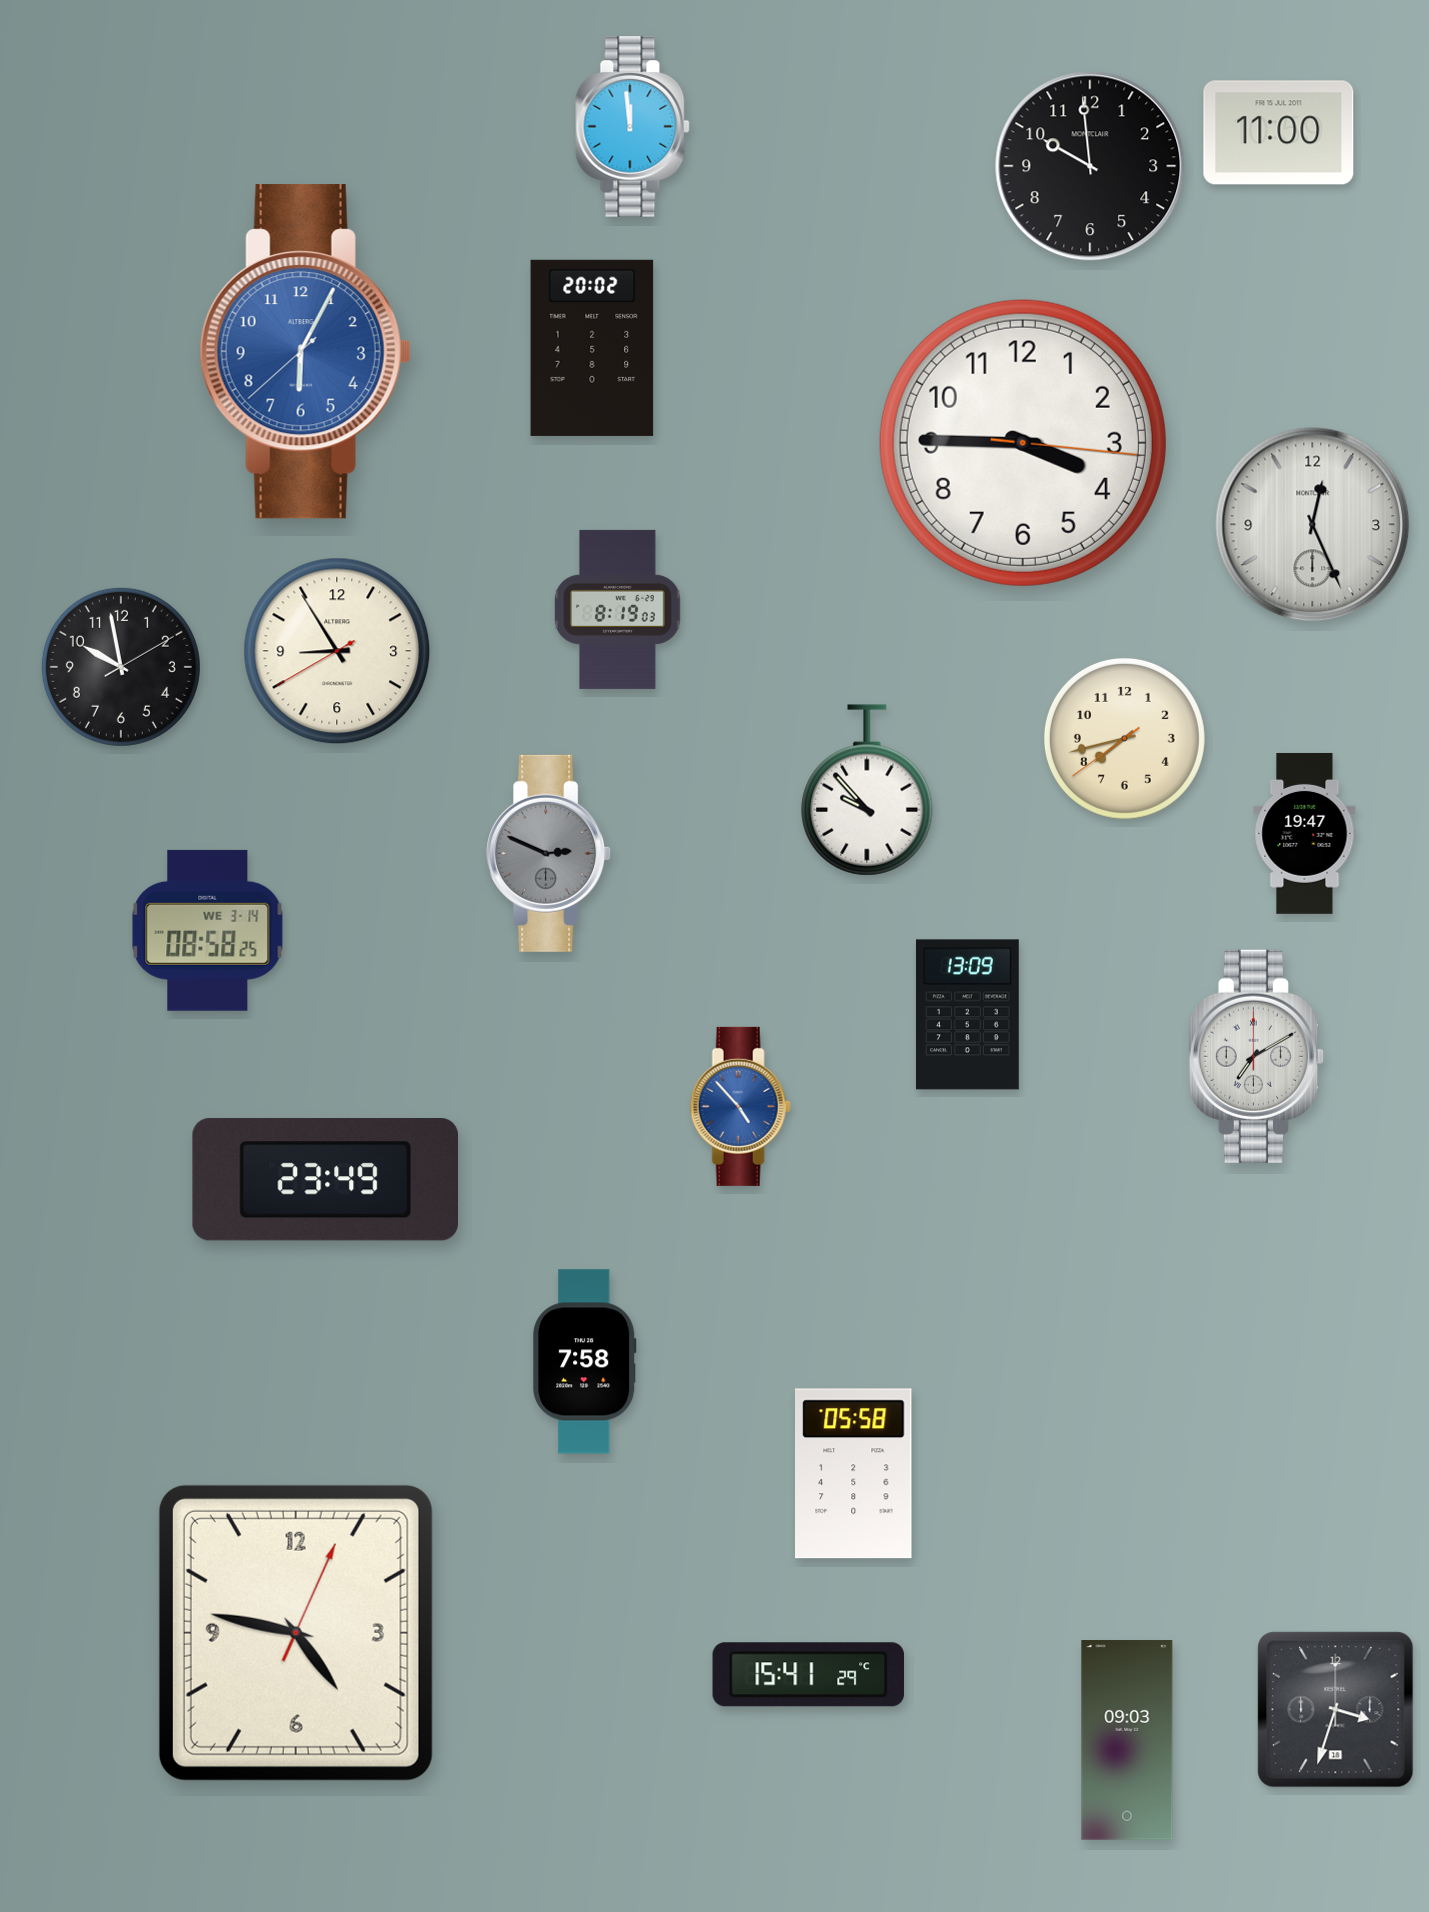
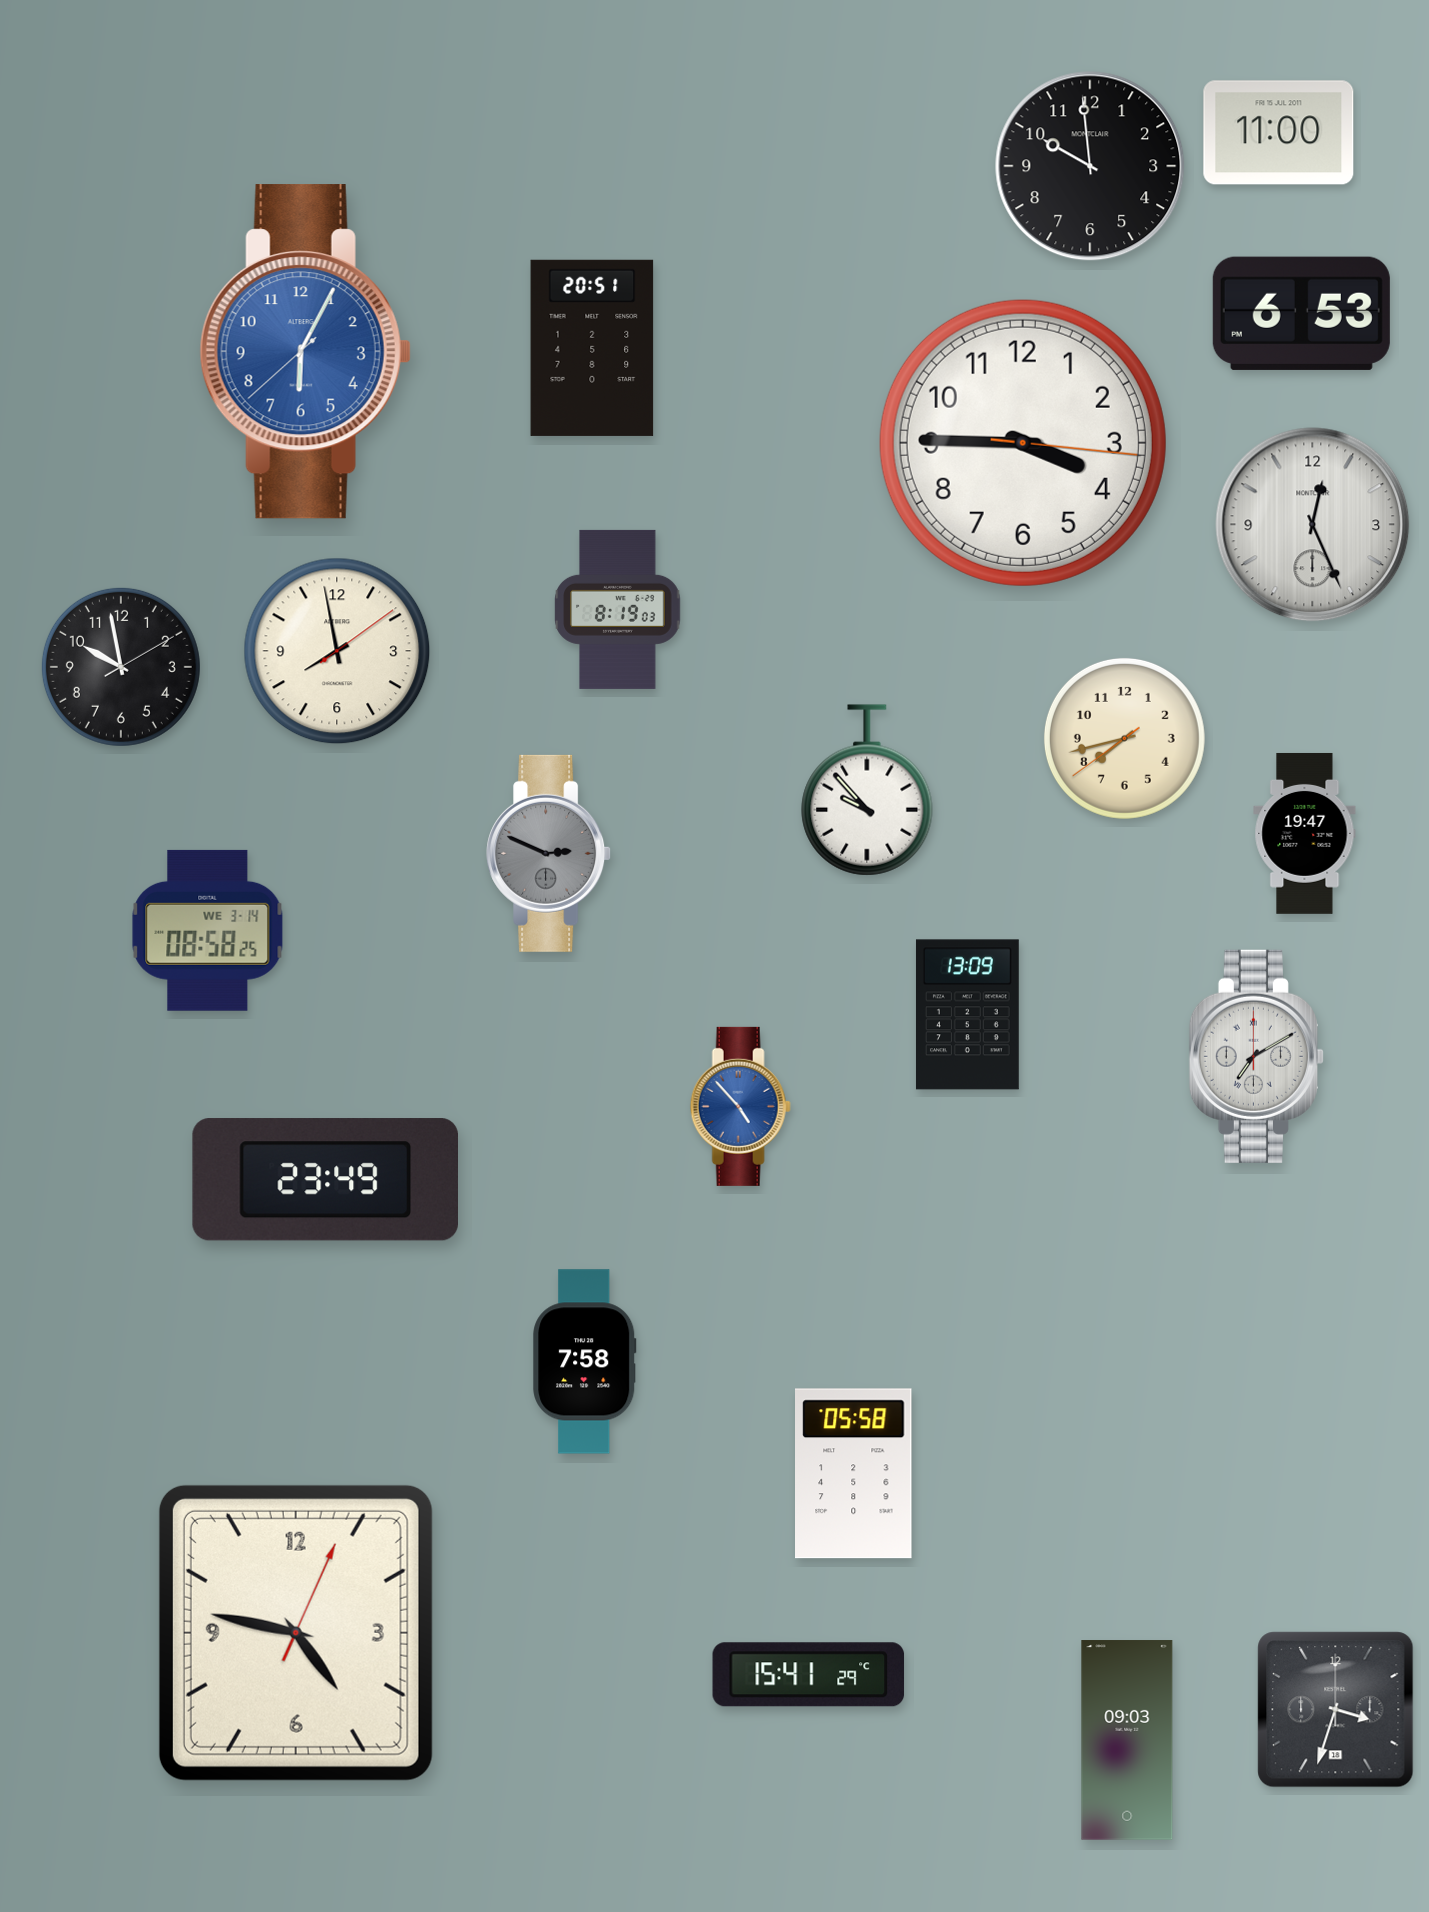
clock at (633, 127): 11:59 -> none
clock at (1301, 313): none -> 6:53
clock at (592, 348): 20:02 -> 20:51
clock at (337, 651): 8:54 -> 7:58
